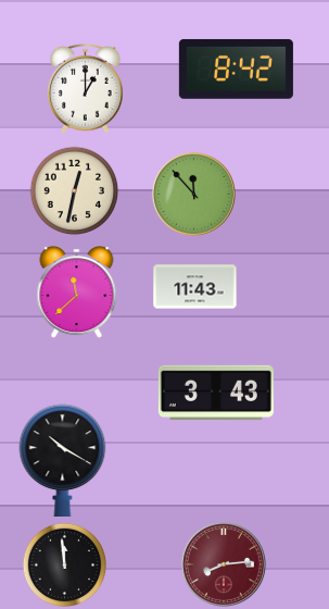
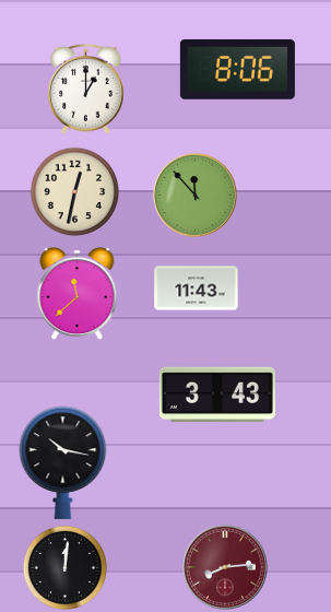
clock at (236, 69): 8:42 -> 8:06
clock at (63, 460): 10:20 -> 10:17
clock at (64, 564): 11:59 -> 12:01
